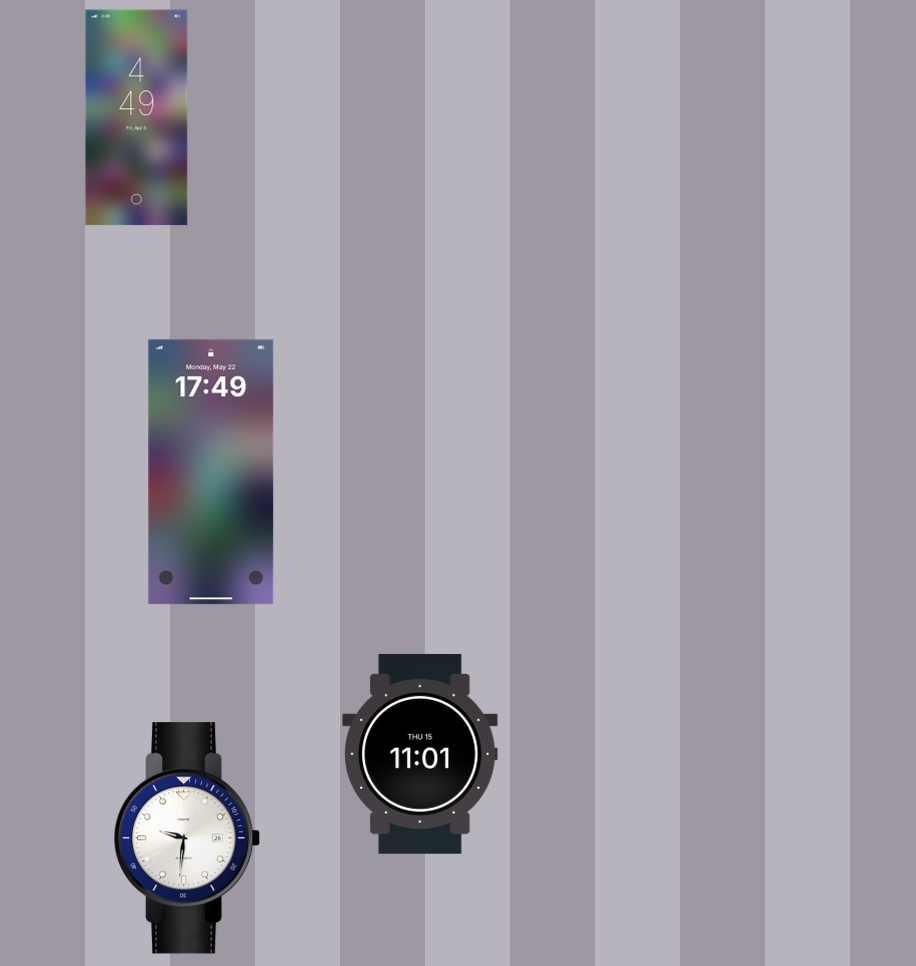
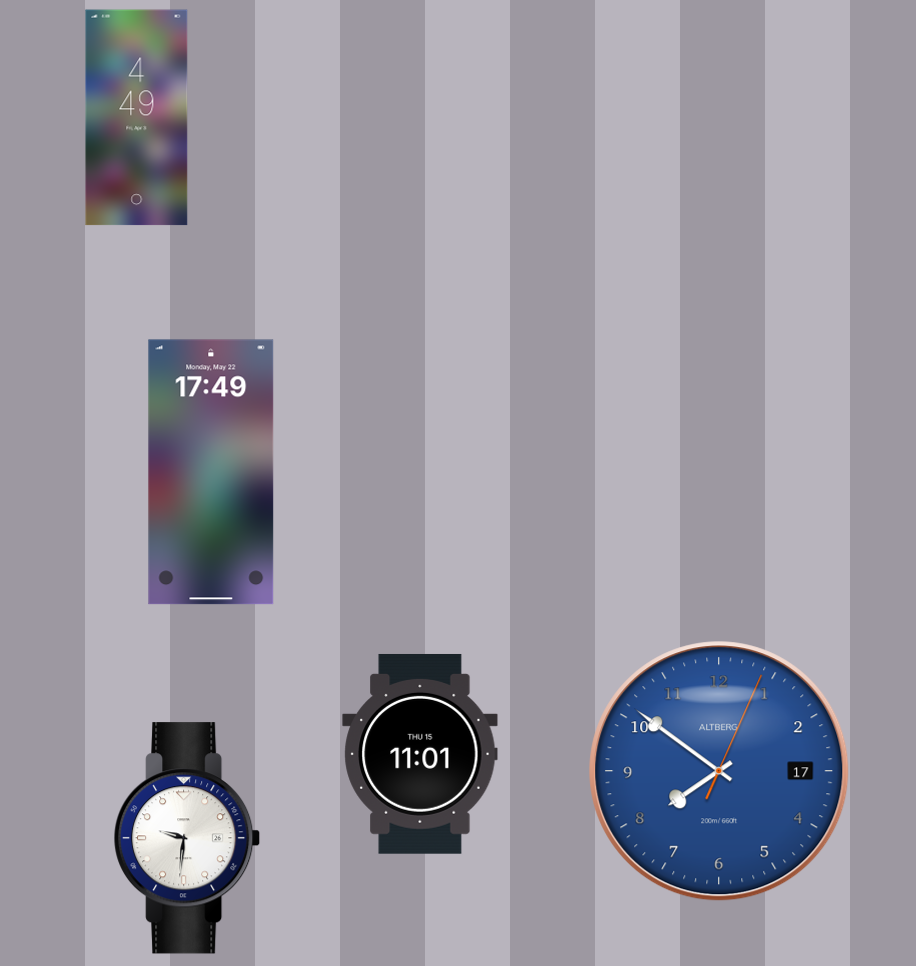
clock at (719, 771): none -> 7:51
